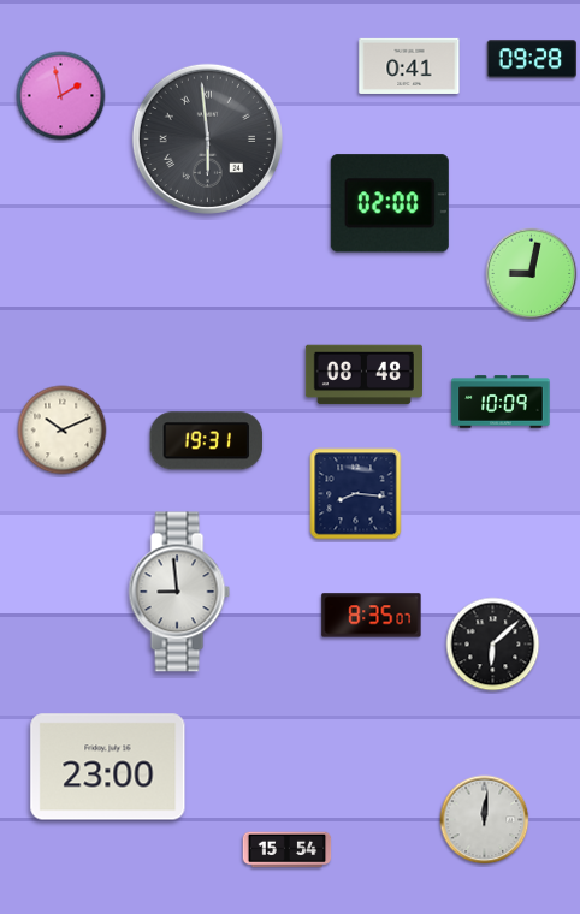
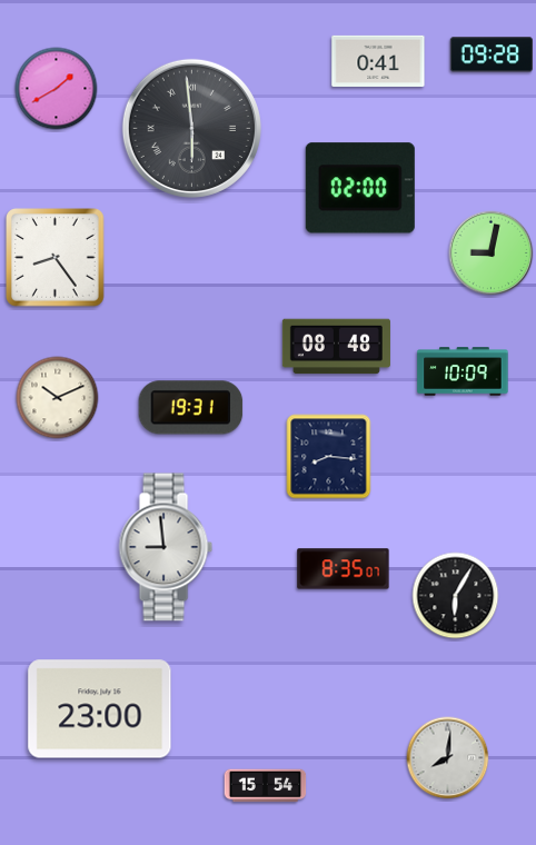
clock at (61, 96): 1:58 -> 1:40
clock at (56, 258): none -> 8:24
clock at (493, 645): 6:08 -> 6:05
clock at (485, 820): 12:01 -> 8:01
